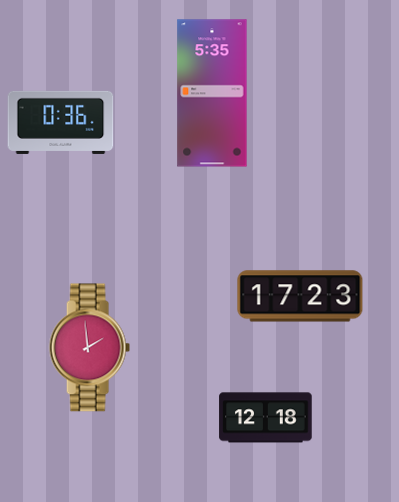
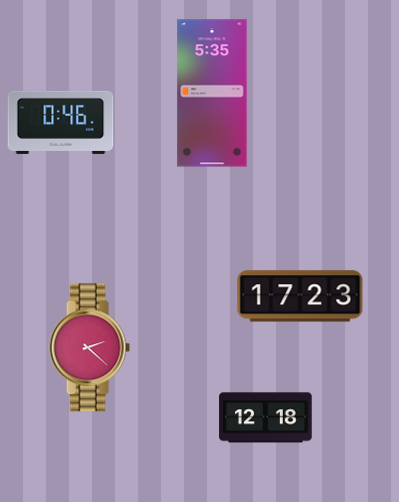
clock at (61, 122): 0:36 -> 0:46
clock at (89, 348): 1:59 -> 2:22
